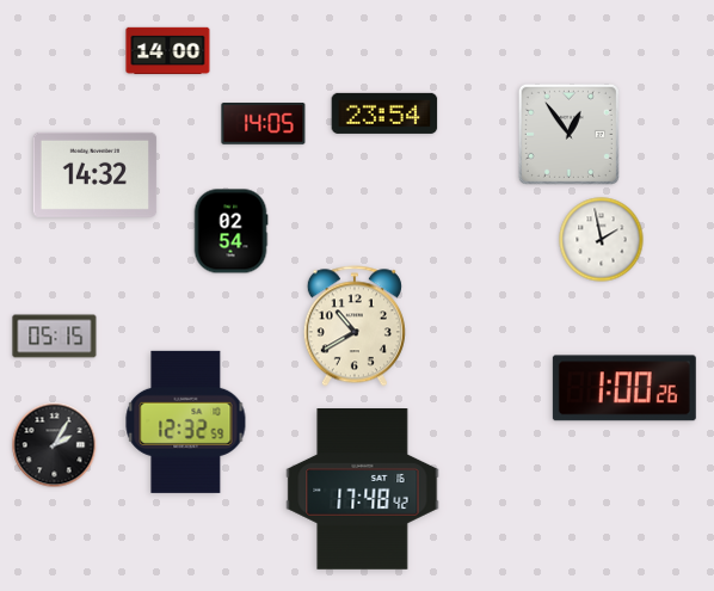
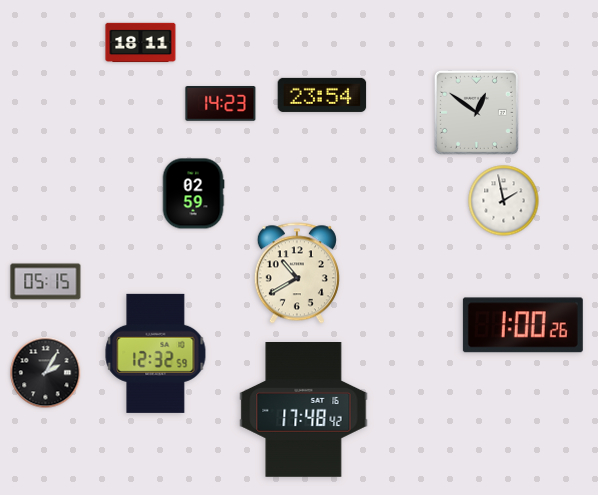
clock at (168, 51): 14:00 -> 18:11
clock at (264, 124): 14:05 -> 14:23
clock at (568, 134): 12:54 -> 12:51
clock at (96, 174): 14:32 -> none
clock at (230, 232): 02:54 -> 02:59
